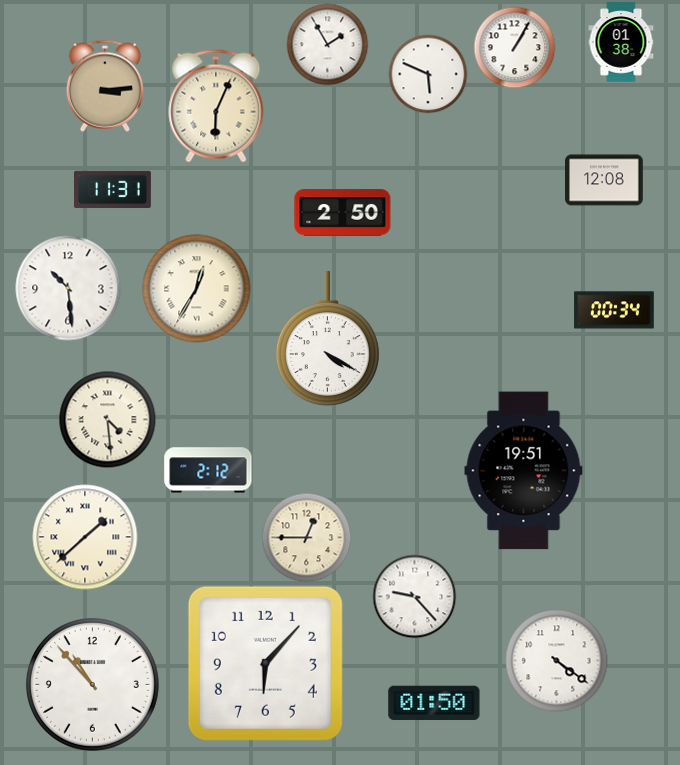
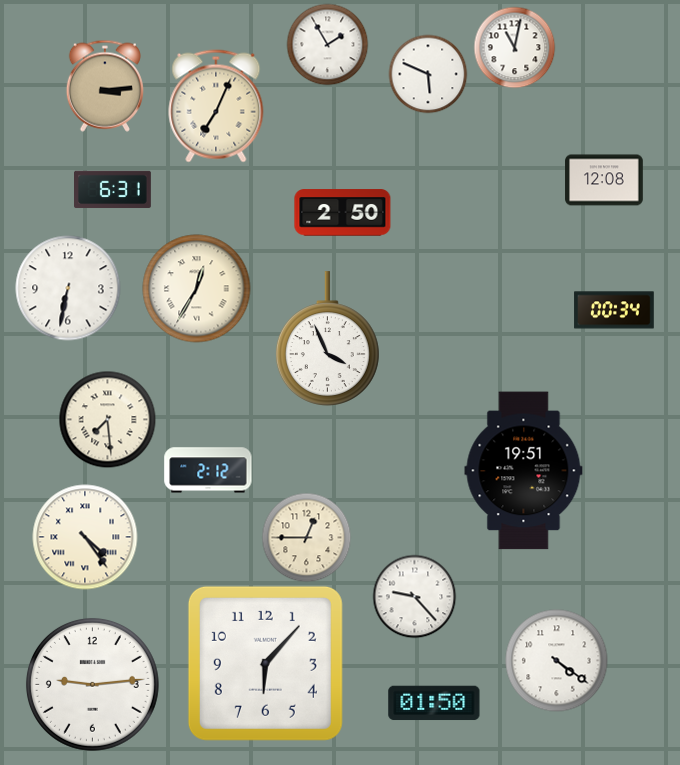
clock at (621, 42): 01:38 -> none
clock at (514, 47): 1:05 -> 11:02
clock at (216, 106): 6:04 -> 7:04
clock at (113, 190): 11:31 -> 6:31
clock at (68, 288): 10:29 -> 6:32
clock at (327, 339): 4:20 -> 3:56
clock at (107, 419): 4:29 -> 7:29
clock at (85, 537): 1:38 -> 4:24
clock at (92, 684): 10:53 -> 9:14
